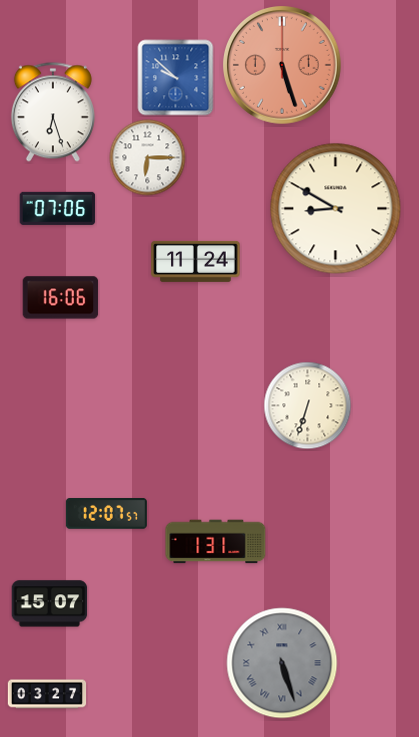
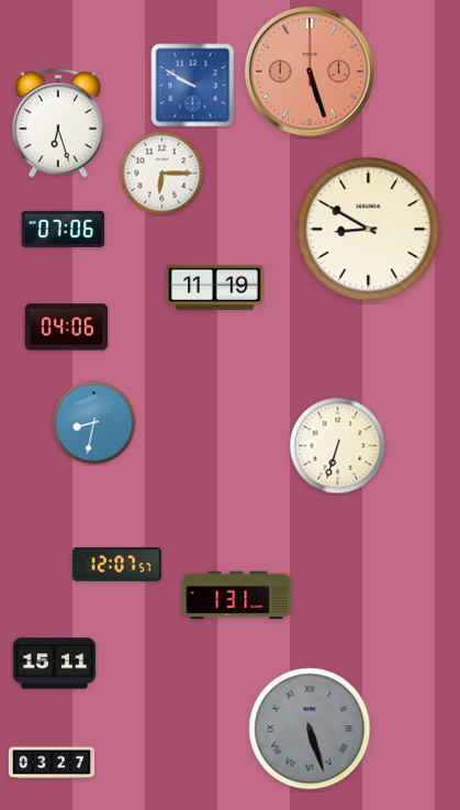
clock at (176, 78): 9:52 -> 9:50
clock at (196, 261): 11:24 -> 11:19
clock at (61, 298): 16:06 -> 04:06
clock at (94, 423): none -> 8:32
clock at (50, 604): 15:07 -> 15:11
